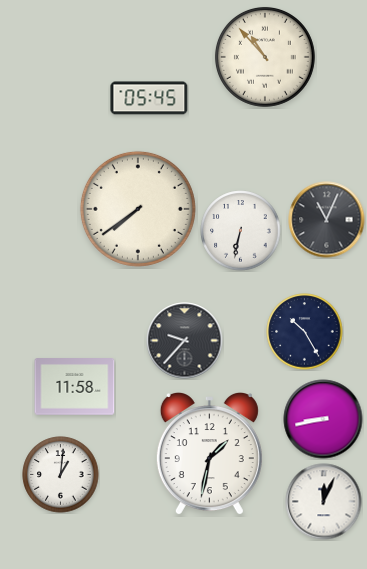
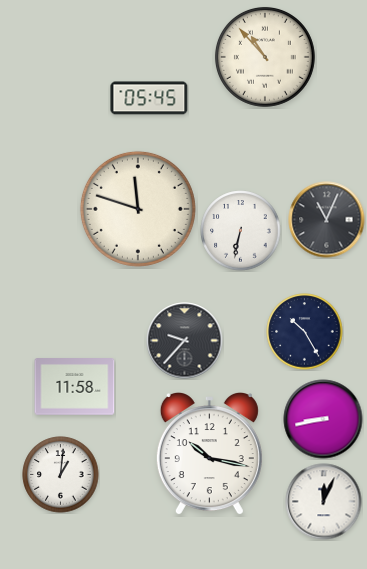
clock at (138, 209): 7:39 -> 11:48
clock at (209, 455): 1:32 -> 10:17
